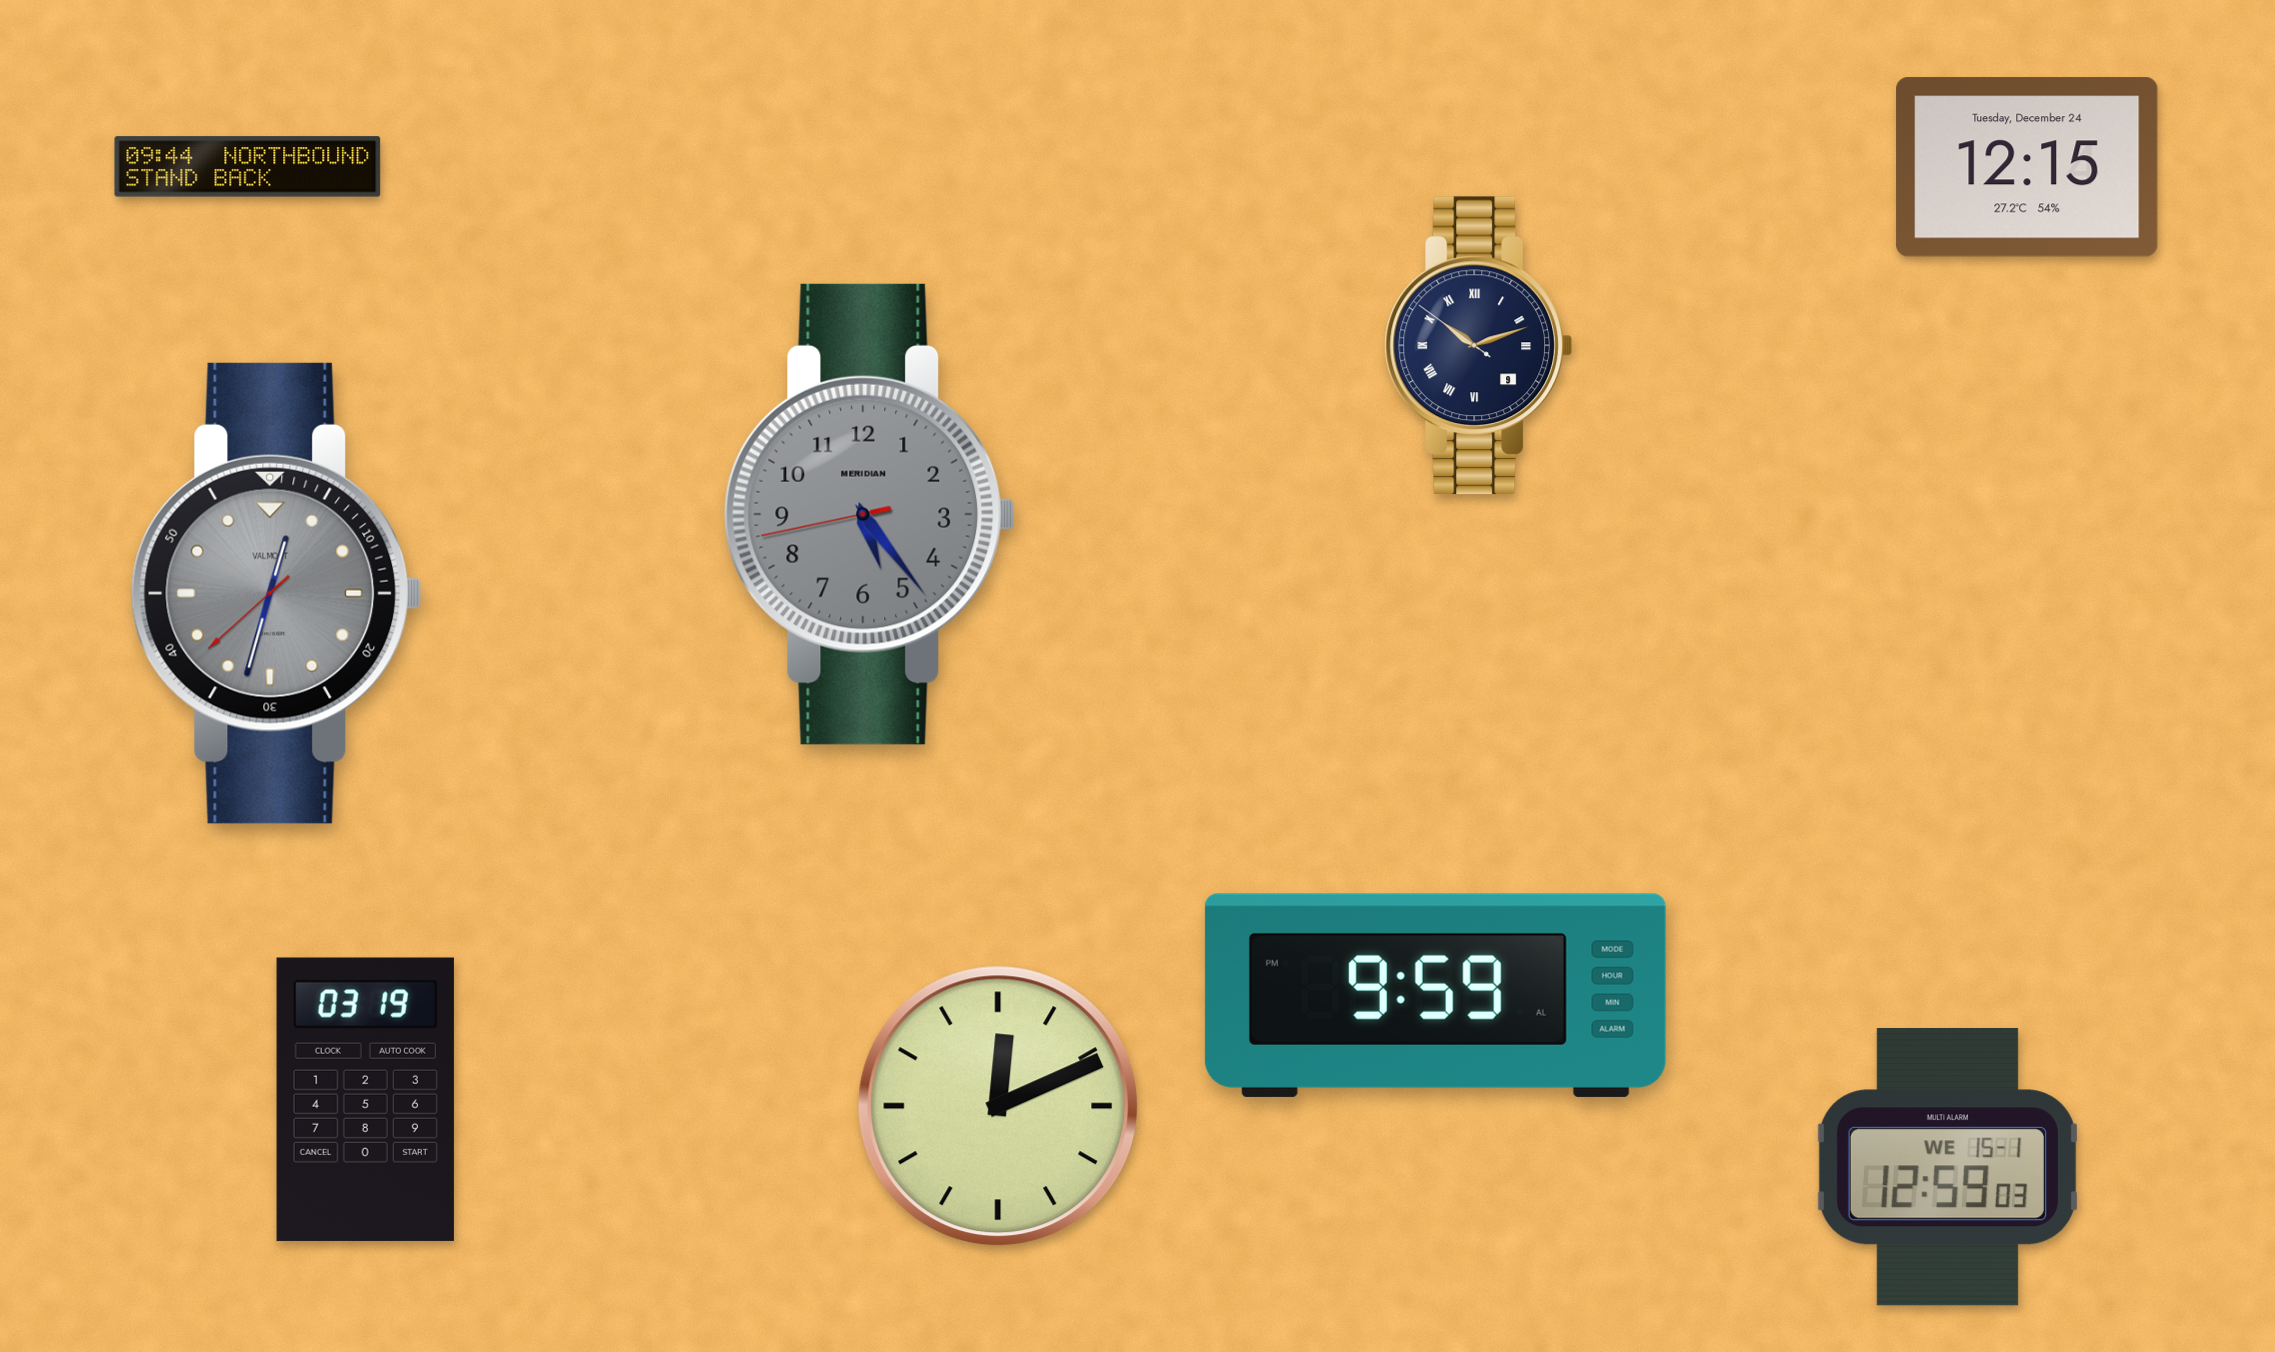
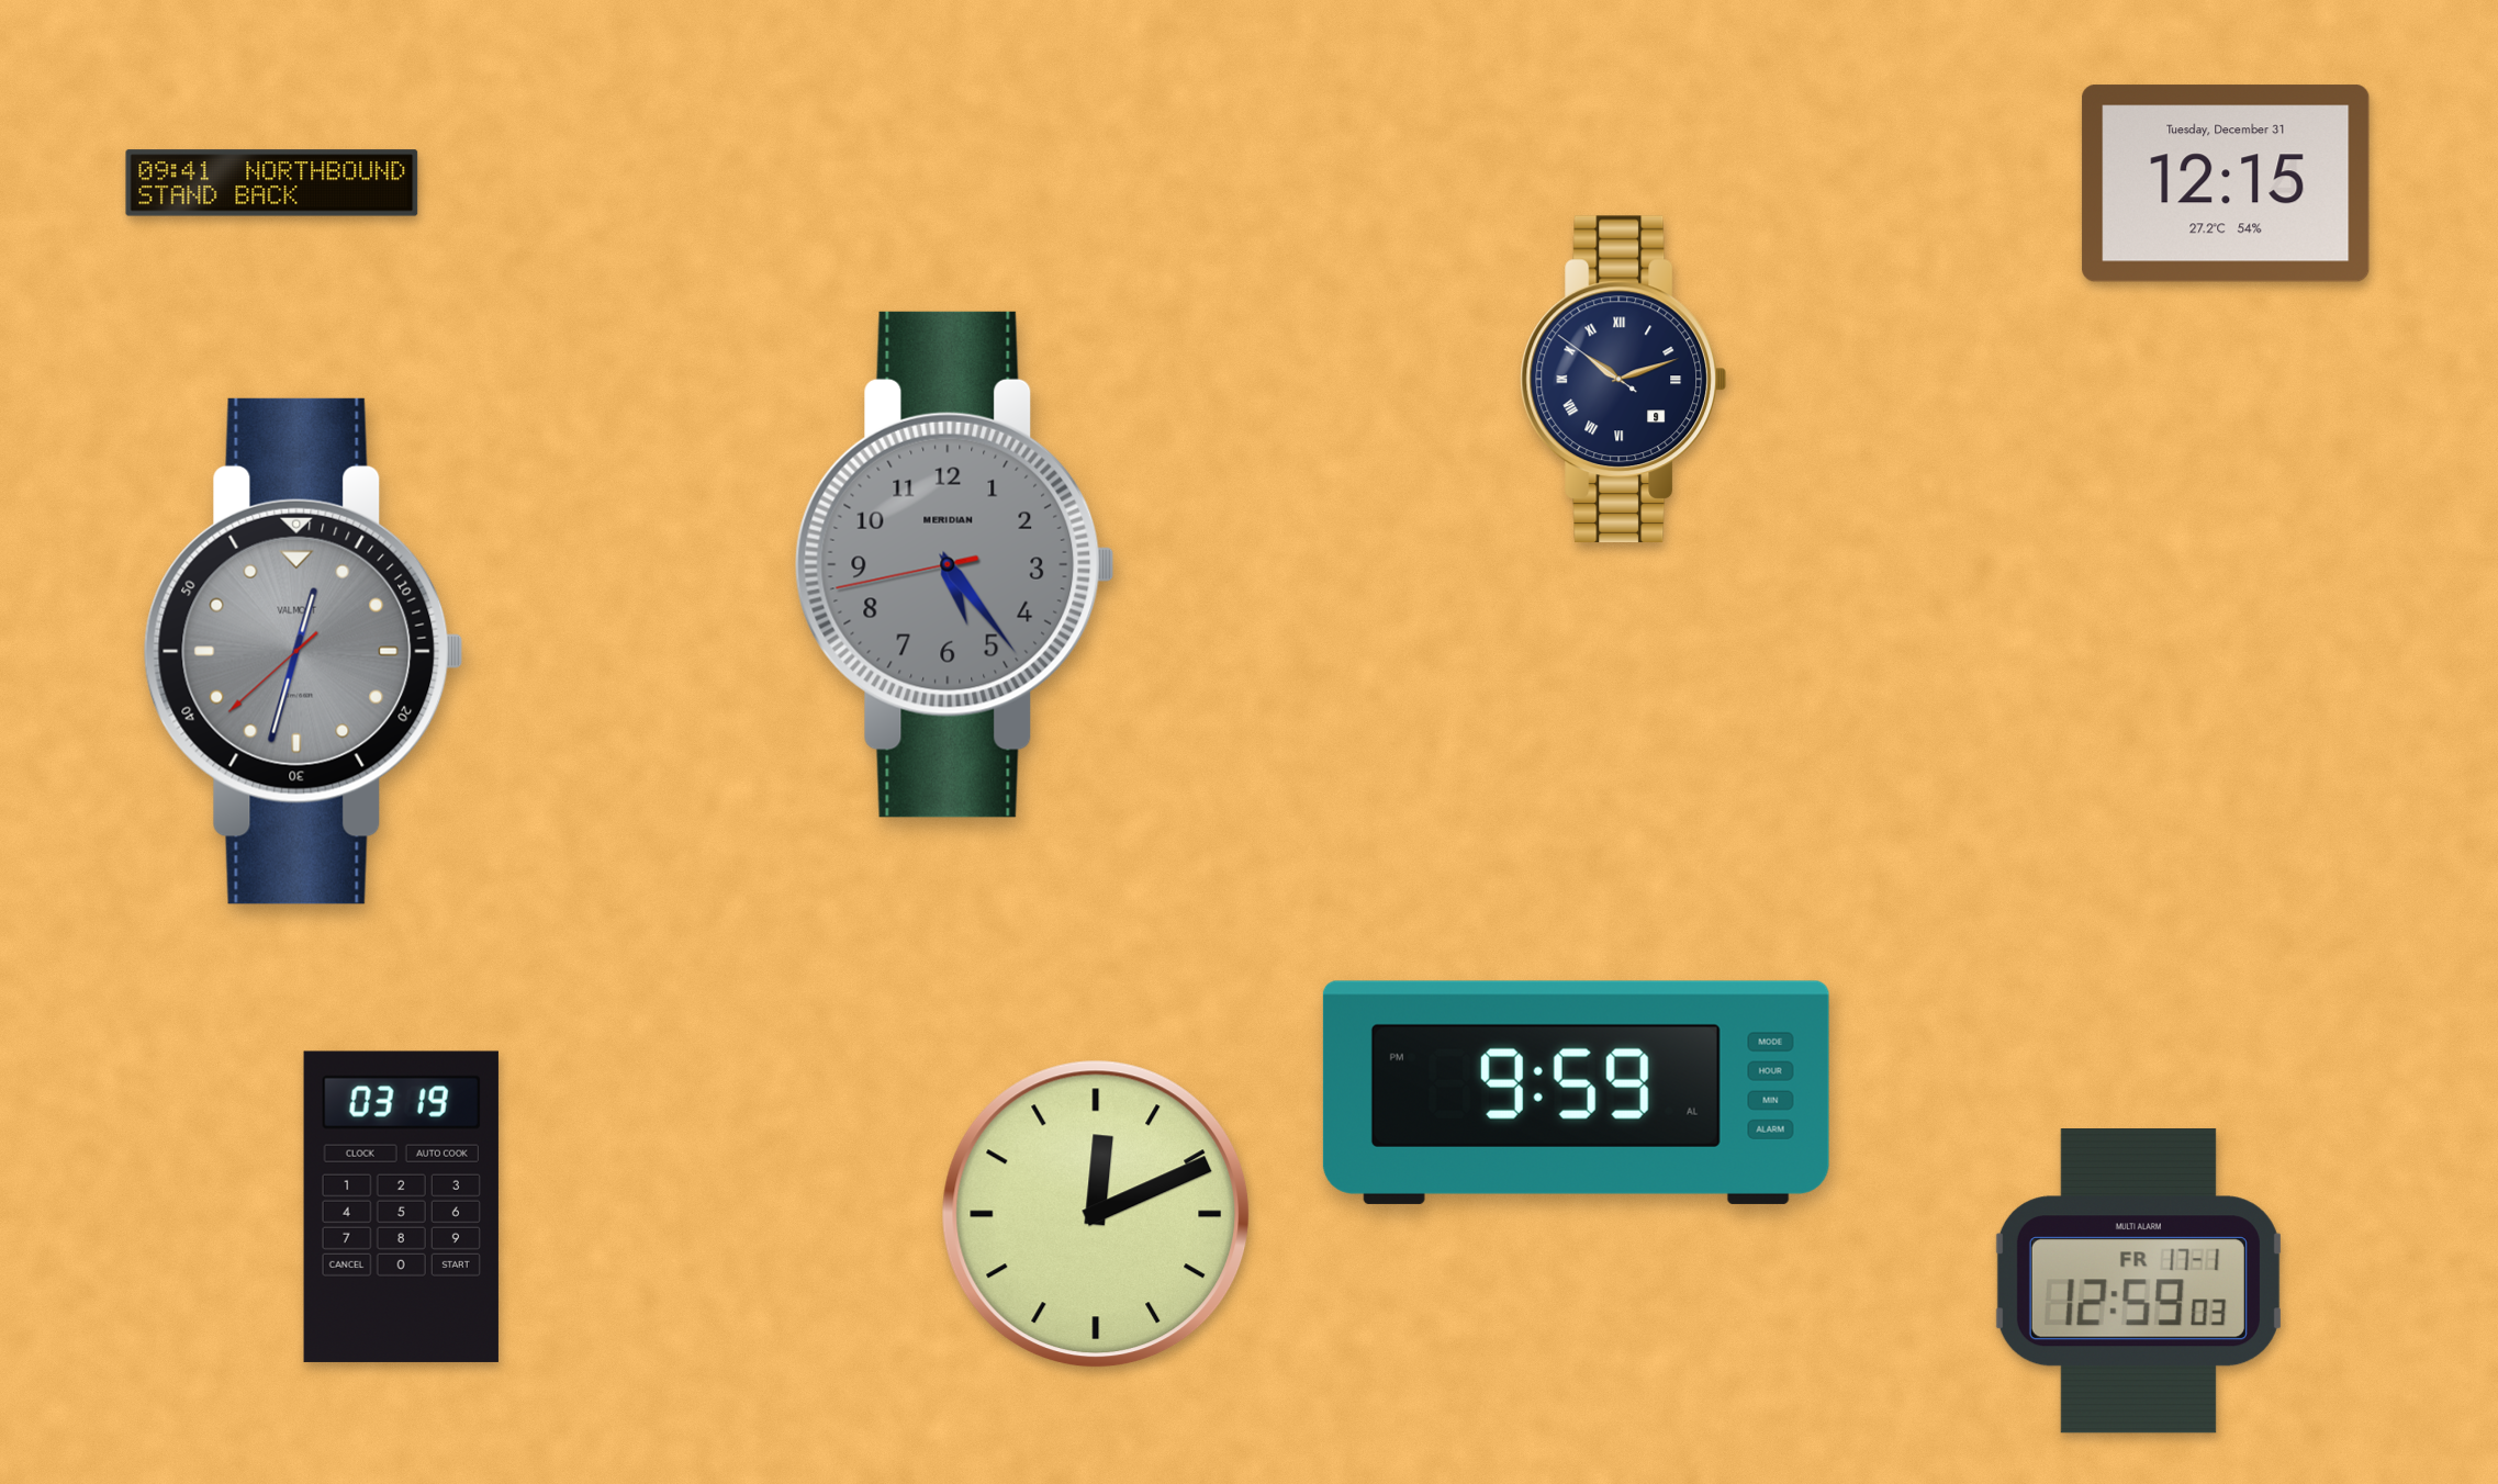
clock at (248, 167): 09:44 -> 09:41
clock at (2027, 167) date: Tuesday, December 24 -> Tuesday, December 31
clock at (1947, 1167) date: WE 15-1 -> FR 17-1
